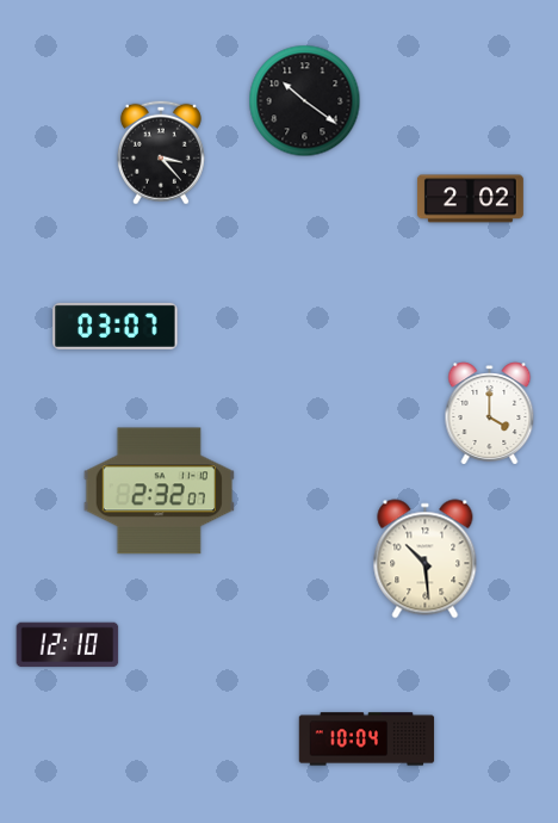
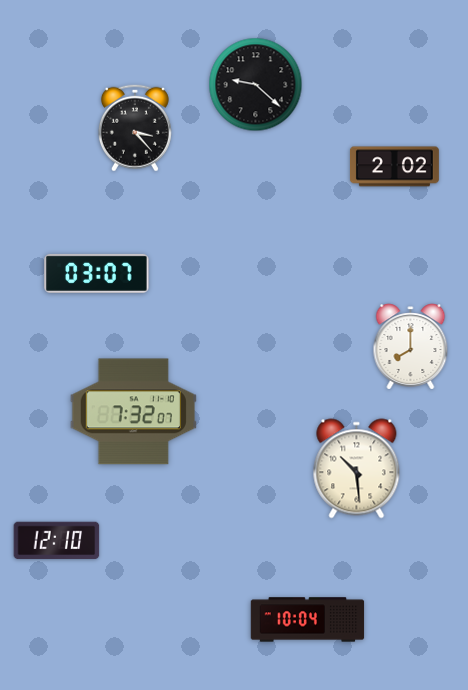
clock at (305, 101): 10:21 -> 9:22
clock at (490, 414): 4:00 -> 8:00
clock at (159, 491): 2:32 -> 7:32
